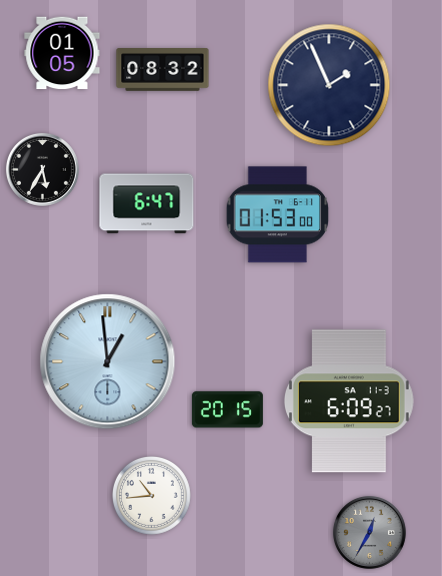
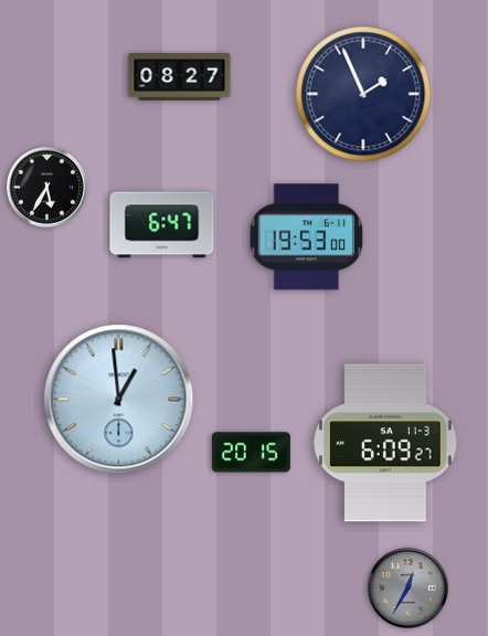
clock at (62, 53): 01:05 -> none
clock at (163, 70): 08:32 -> 08:27
clock at (278, 215): 01:53 -> 19:53
clock at (151, 495): 10:44 -> none
